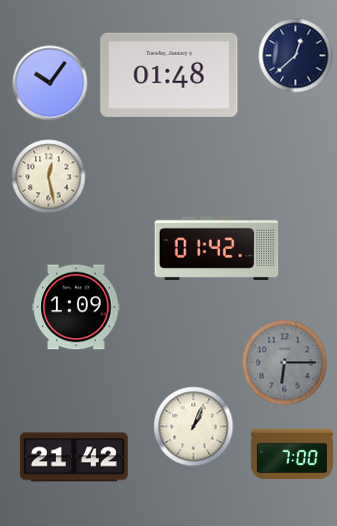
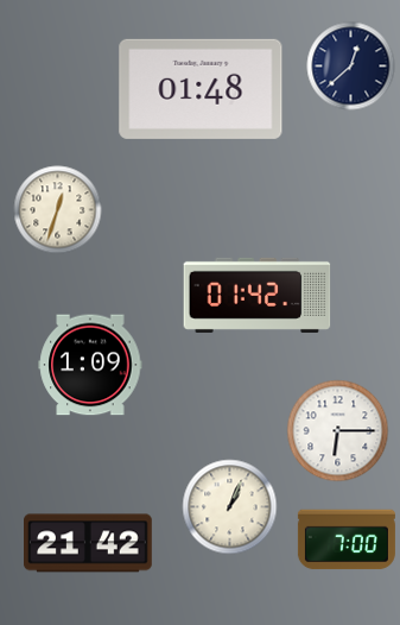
clock at (50, 83): 10:06 -> none
clock at (49, 177): 12:28 -> 12:33
clock at (285, 363) dial: grey -> white
